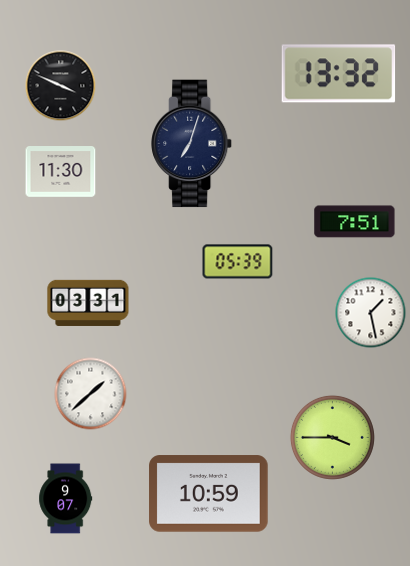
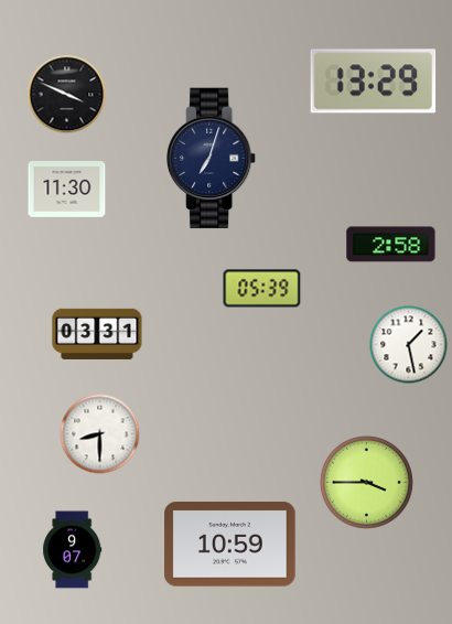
clock at (339, 74): 13:32 -> 13:29
clock at (355, 222): 7:51 -> 2:58
clock at (91, 394): 1:38 -> 8:30
